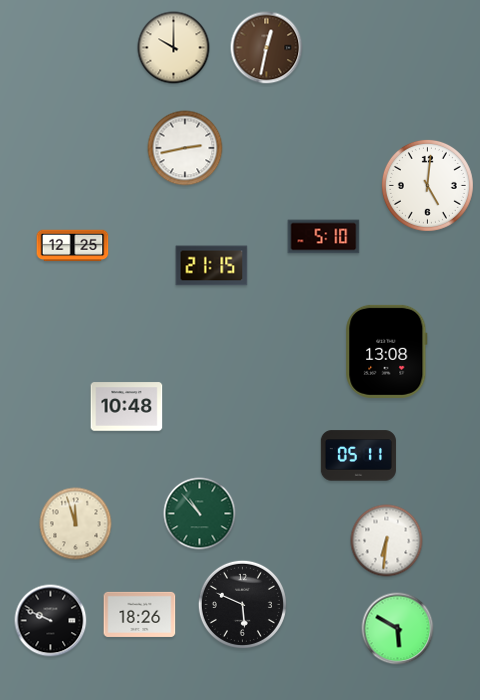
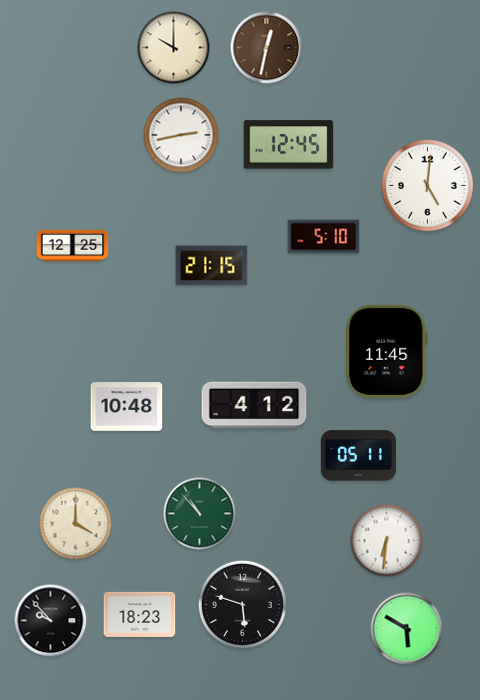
clock at (289, 145): none -> 12:45
clock at (185, 148) position: (185, 148) -> (181, 135)
clock at (387, 351): 13:08 -> 11:45
clock at (254, 405): none -> 4:12
clock at (76, 524): 11:57 -> 4:00
clock at (242, 604): 5:49 -> 5:48
clock at (140, 614): 18:26 -> 18:23
clock at (51, 621): 9:49 -> 9:53
clock at (398, 629) position: (398, 629) -> (407, 629)
